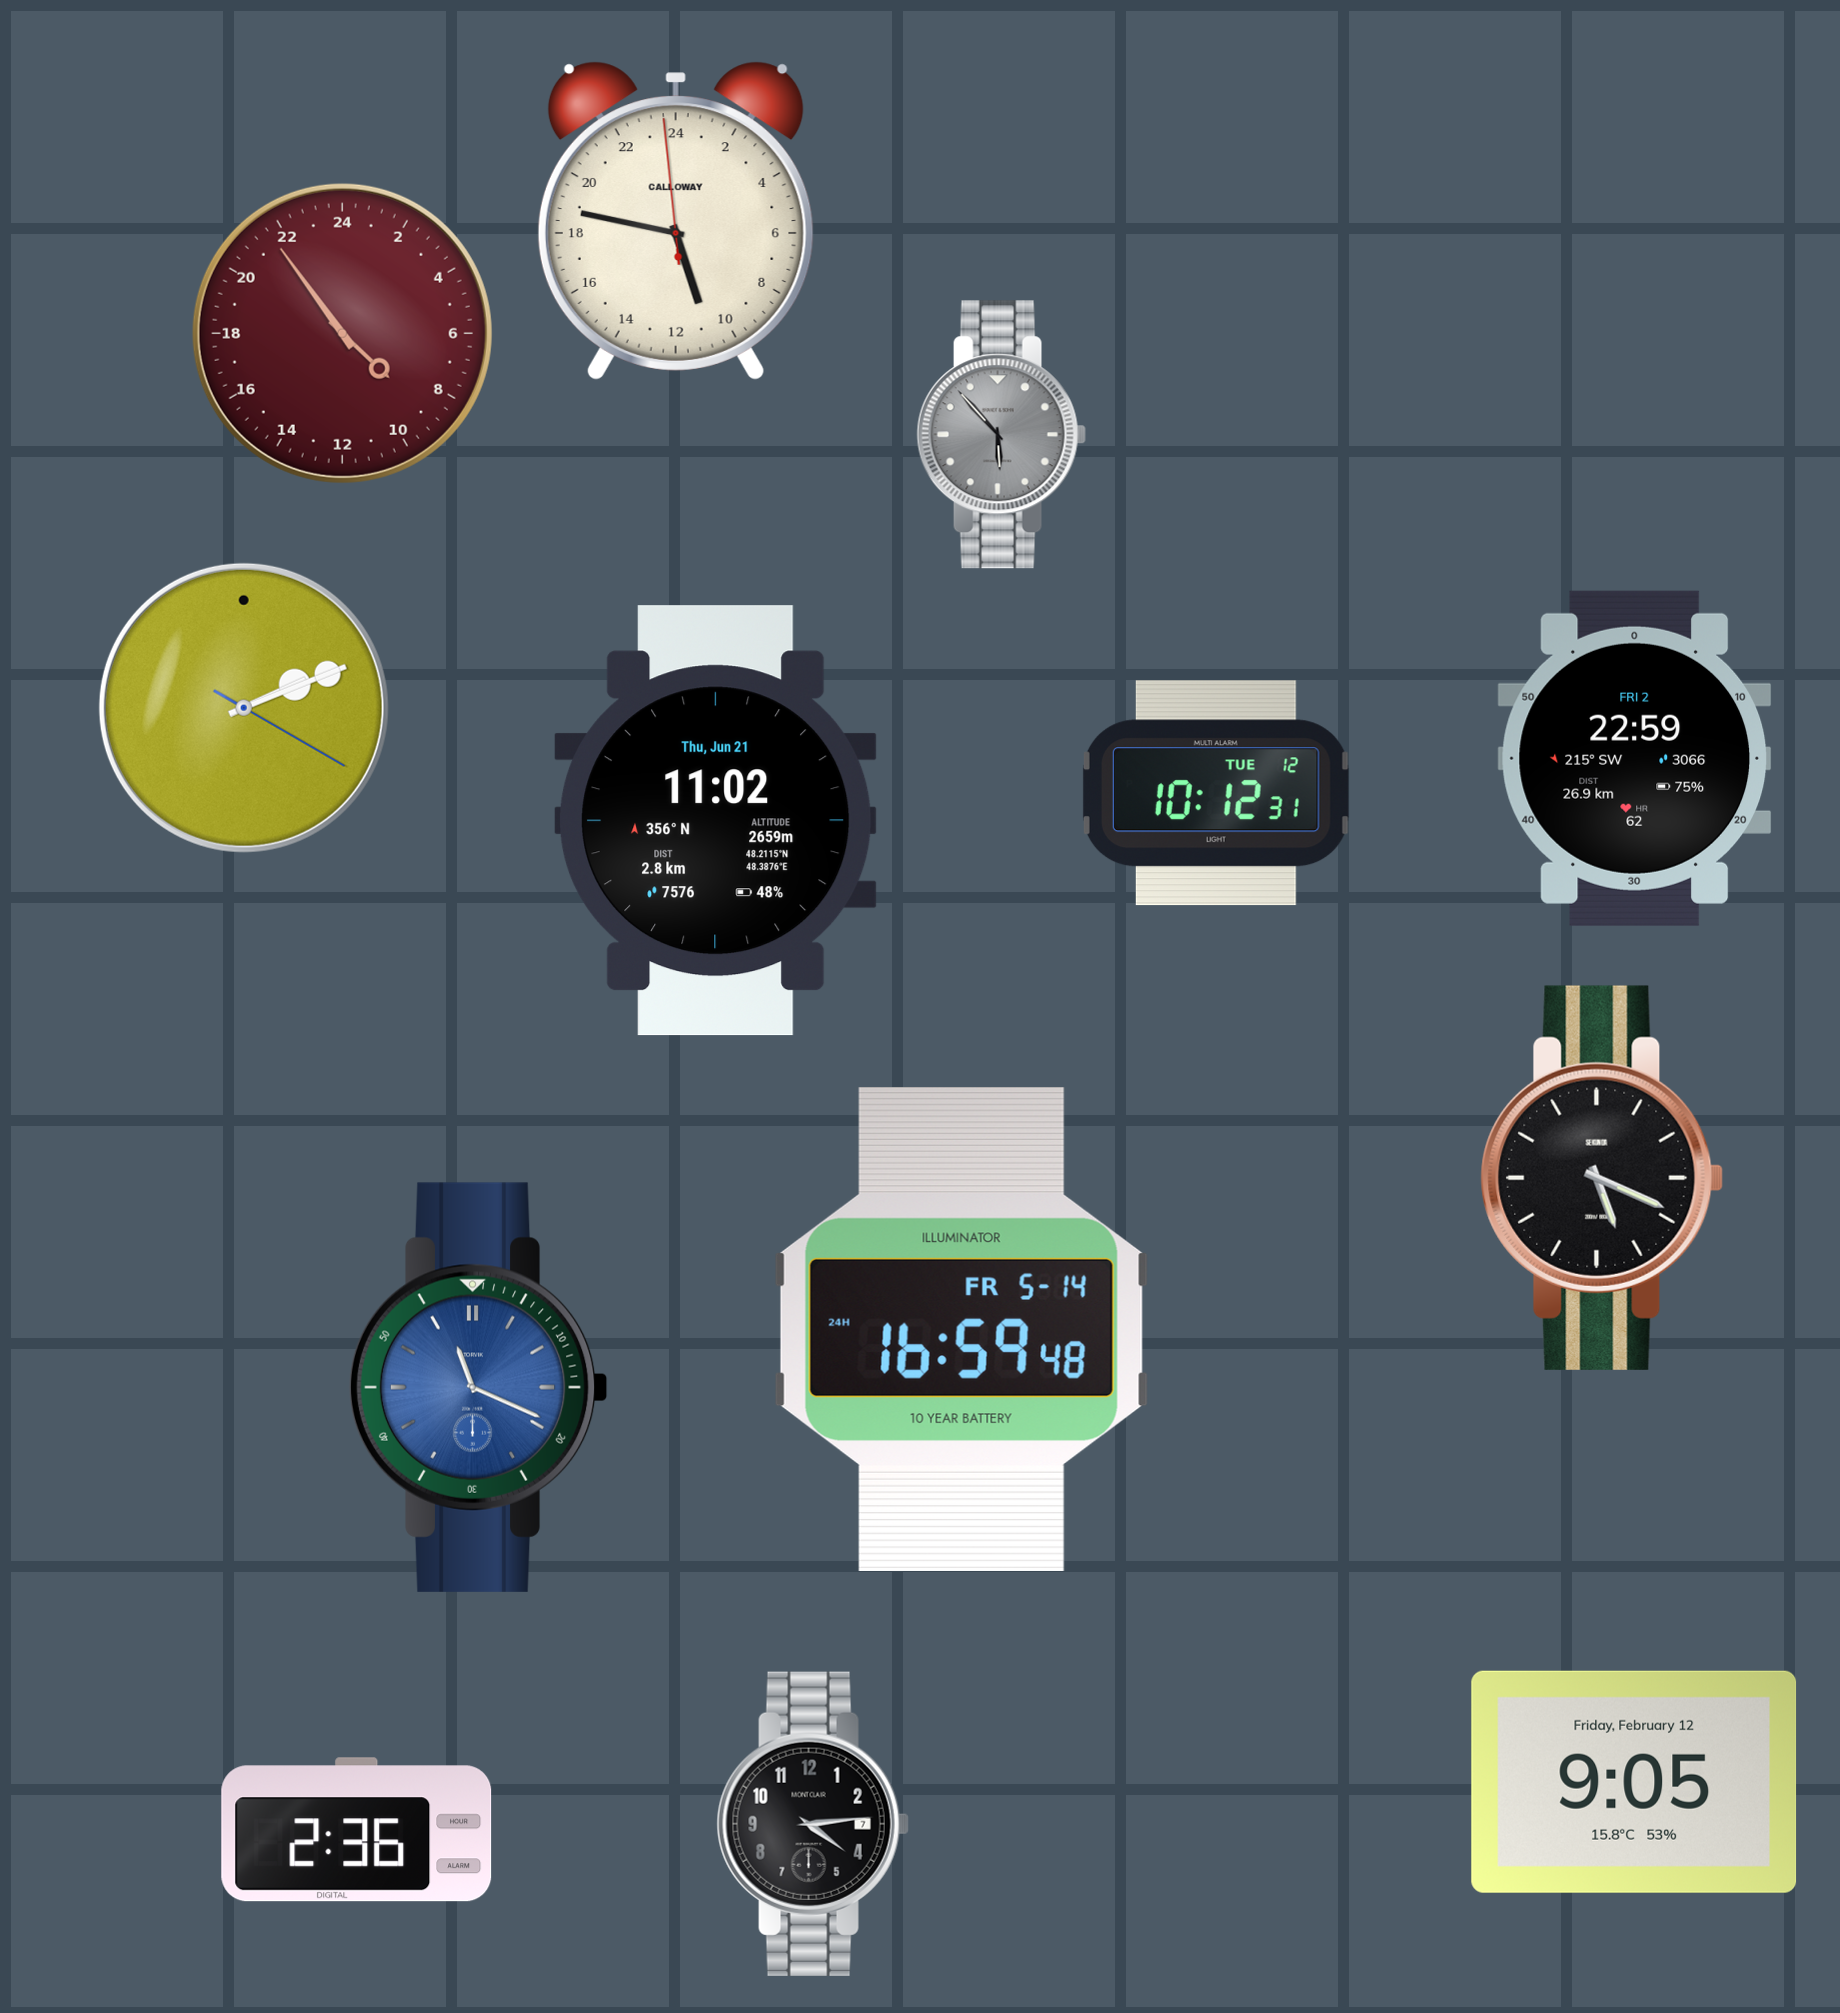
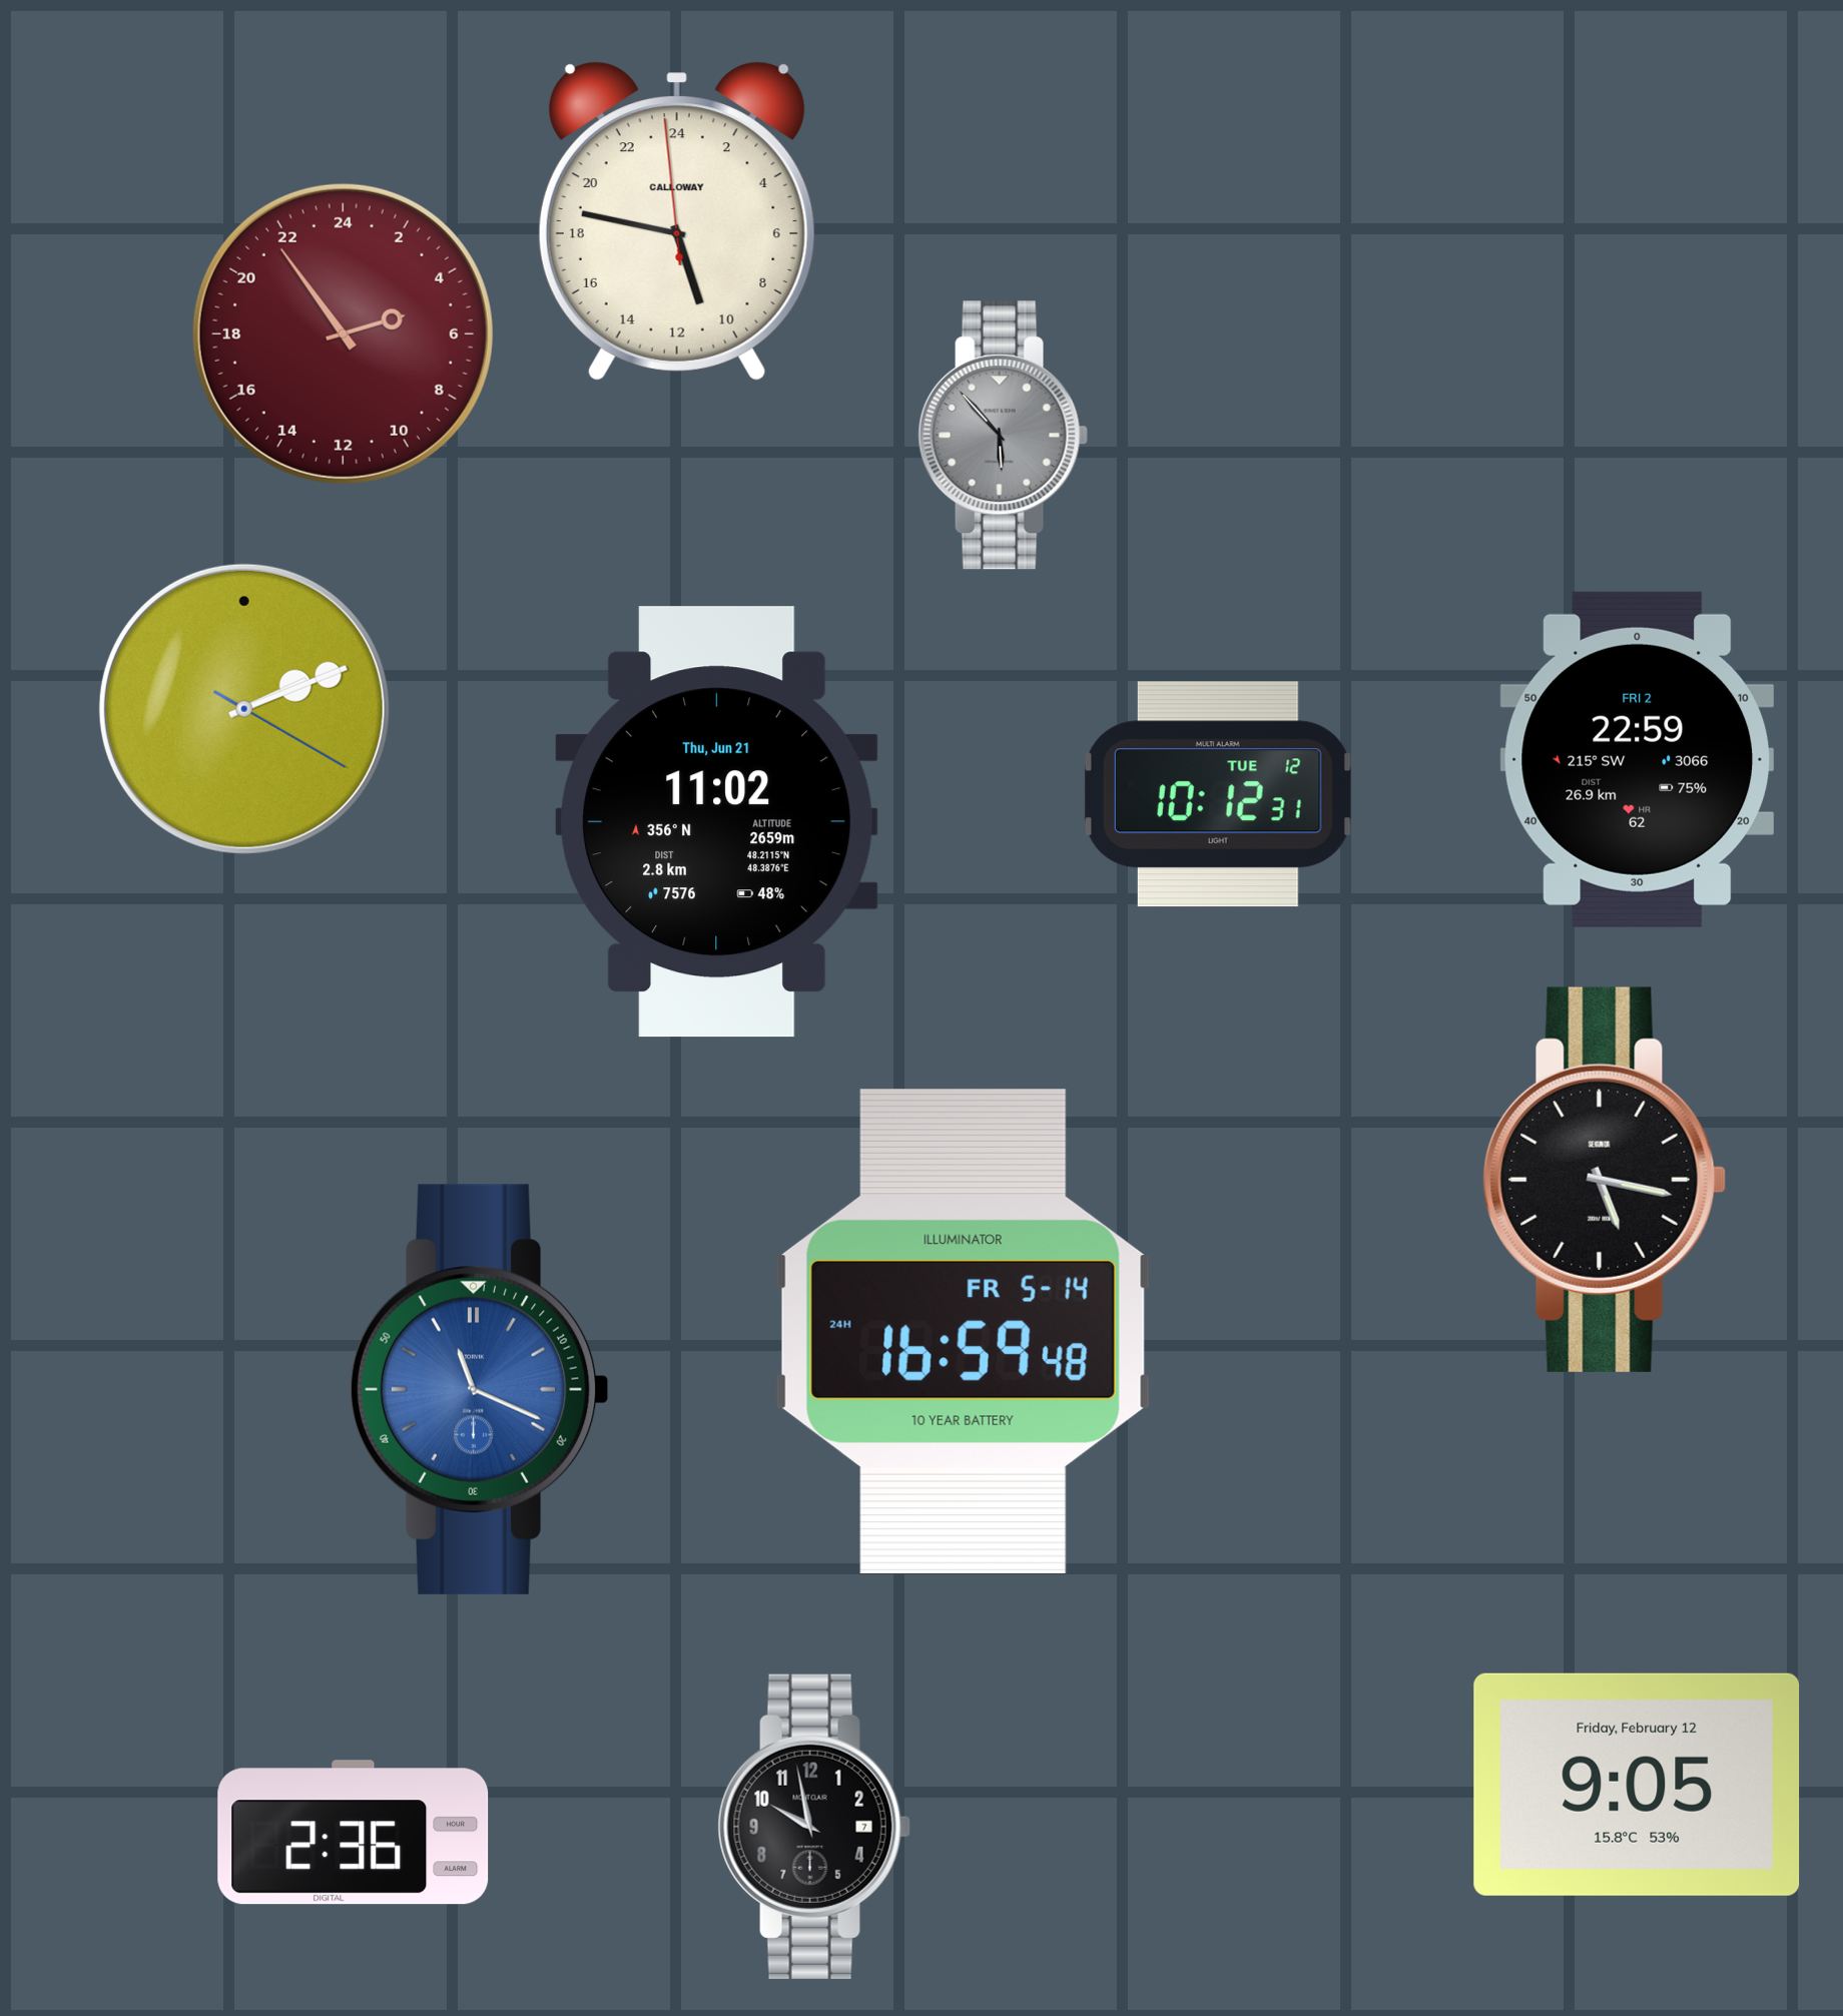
clock at (342, 333): 8:54 -> 4:54
clock at (1602, 1178): 5:19 -> 5:17
clock at (813, 1824): 4:14 -> 9:58
clock at (357, 1830) position: (357, 1830) -> (354, 1833)
